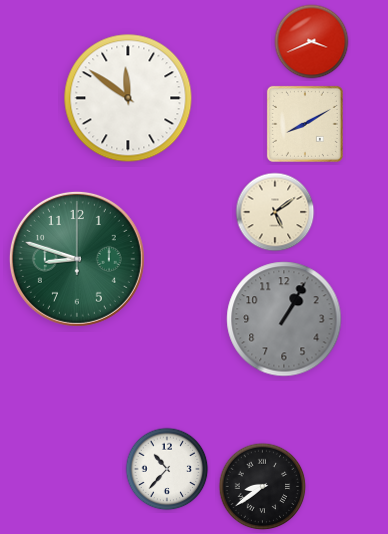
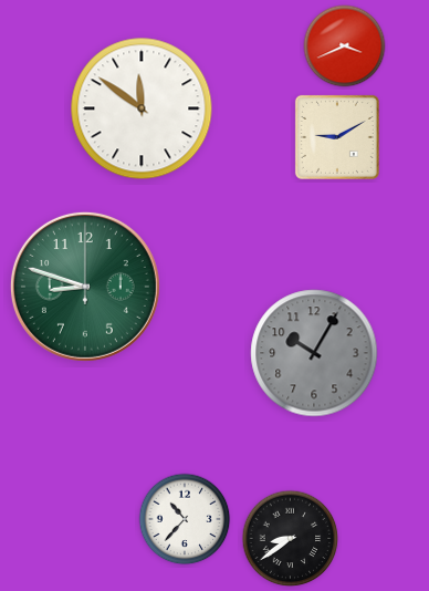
clock at (305, 124): 8:10 -> 9:10
clock at (275, 212): 5:09 -> none
clock at (284, 319): 1:05 -> 10:05
